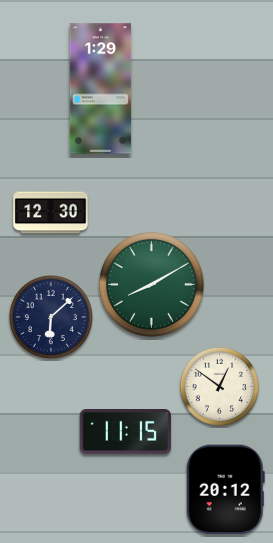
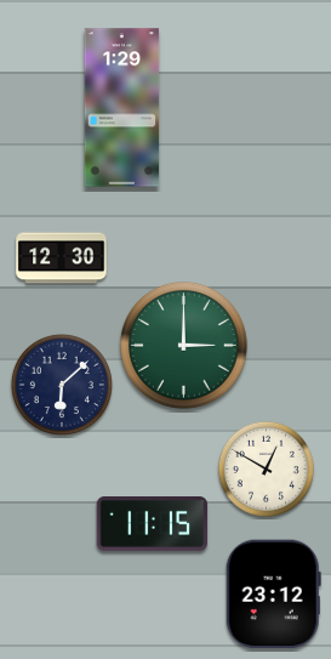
clock at (152, 285): 8:10 -> 3:00
clock at (219, 386): 12:51 -> 12:50
clock at (225, 490): 20:12 -> 23:12
